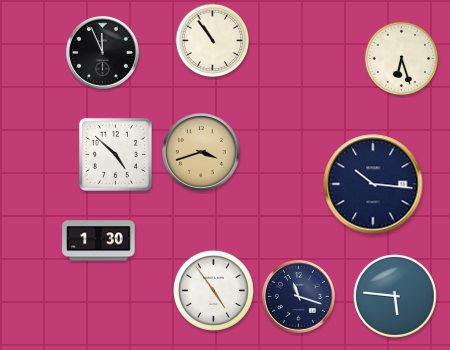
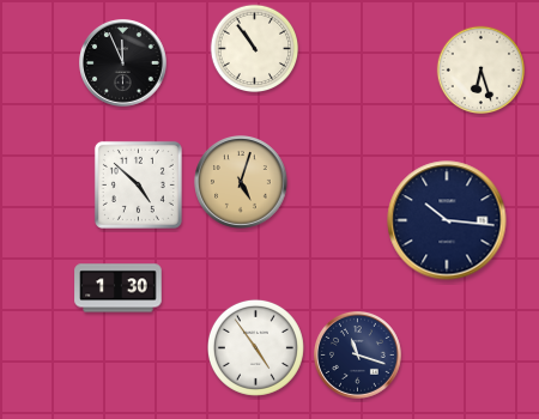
clock at (202, 153): 3:42 -> 5:03
clock at (396, 297): 5:46 -> none
